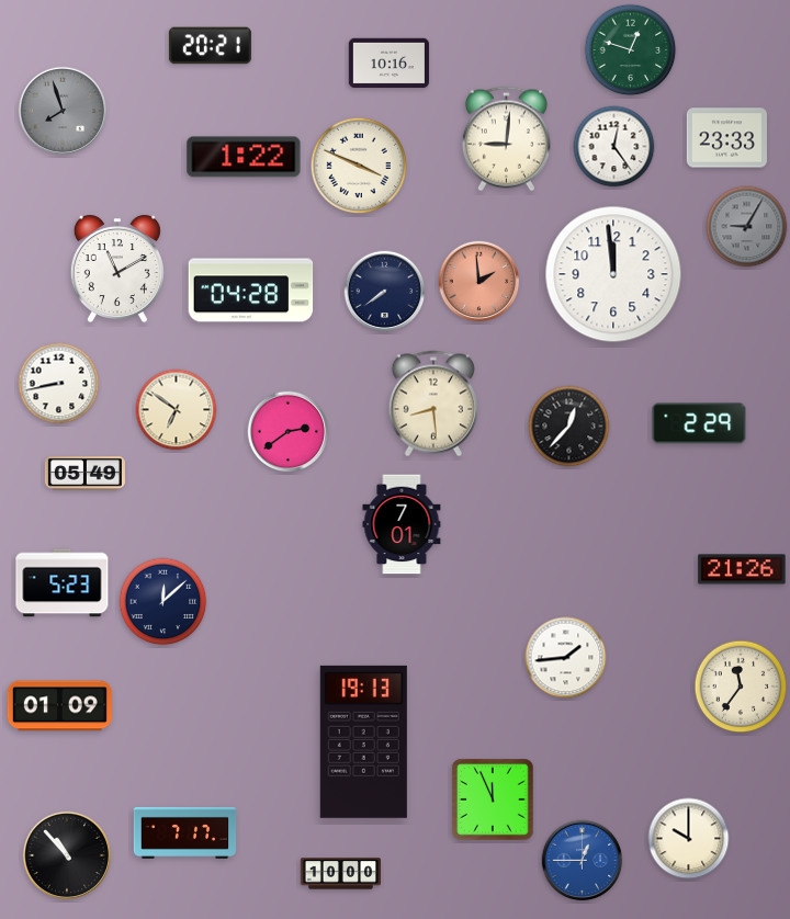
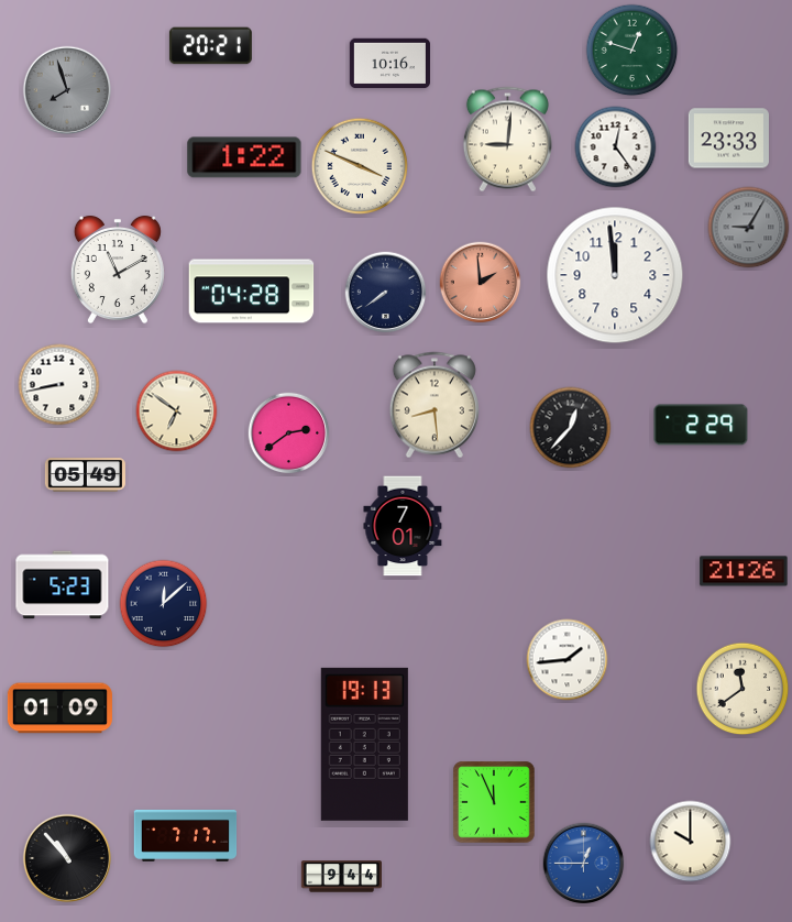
clock at (63, 111) position: (63, 111) -> (67, 90)
clock at (741, 687): 11:36 -> 11:39
clock at (340, 874): 10:00 -> 9:44
